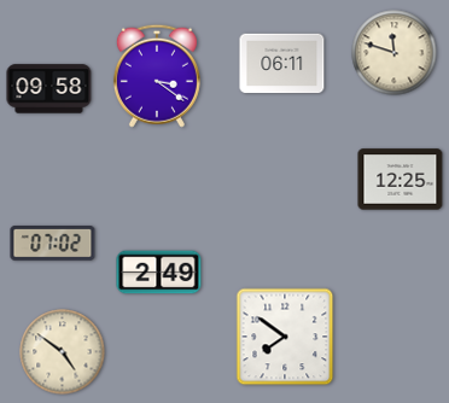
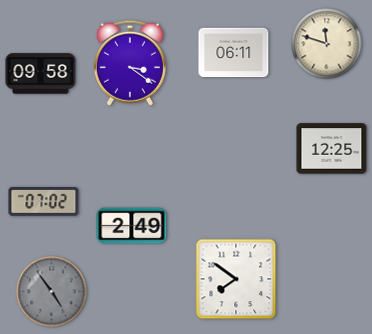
clock at (63, 352): 4:51 -> 4:54
clock at (63, 352) dial: cream -> grey
